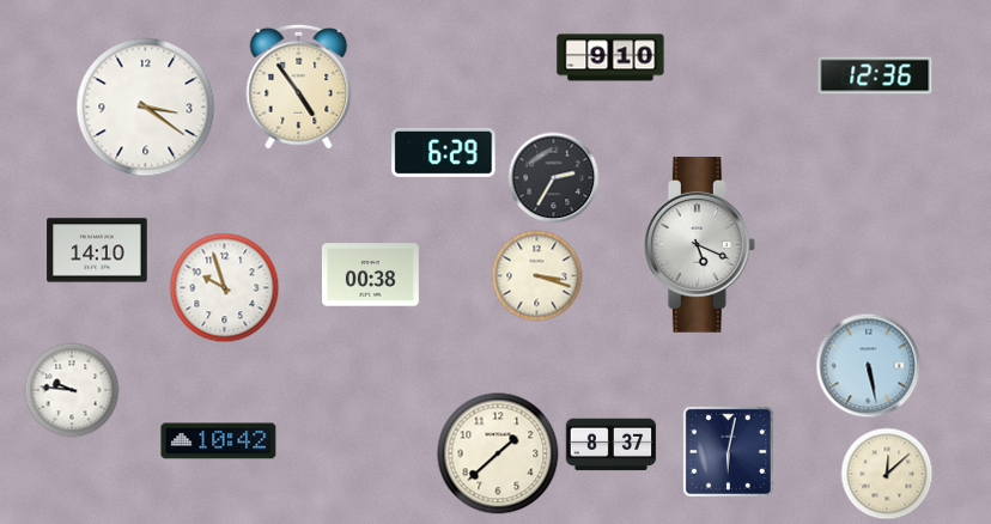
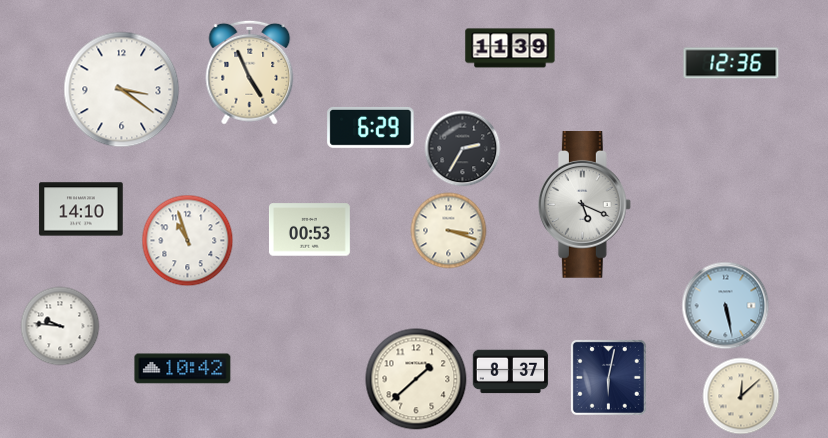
clock at (610, 57): 9:10 -> 11:39
clock at (299, 86): 4:54 -> 4:56
clock at (370, 275): 00:38 -> 00:53
clock at (225, 288): 9:57 -> 10:57
